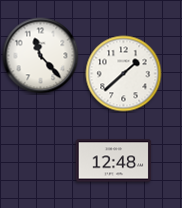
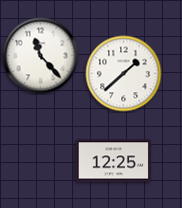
clock at (114, 161): 12:48 -> 12:25
